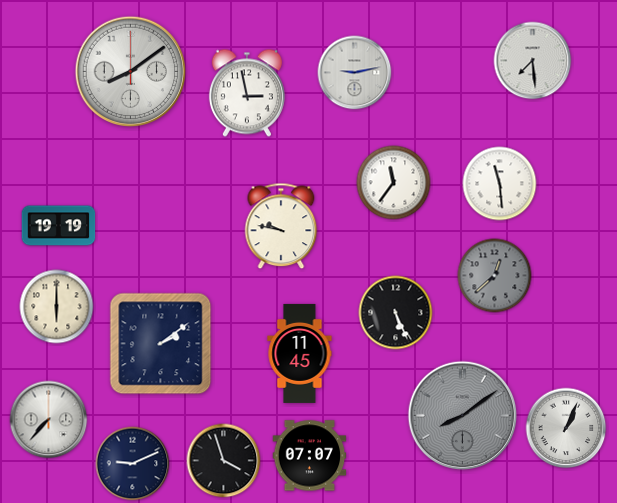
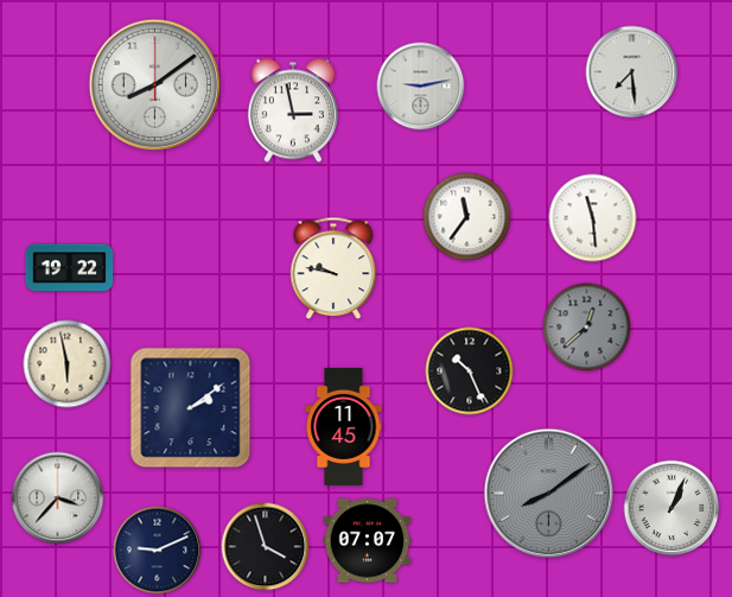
clock at (59, 226): 19:19 -> 19:22
clock at (57, 307): 6:00 -> 5:58
clock at (396, 313): 5:26 -> 10:26
clock at (300, 353) position: (300, 353) -> (344, 426)
clock at (49, 420): 7:37 -> 3:37
